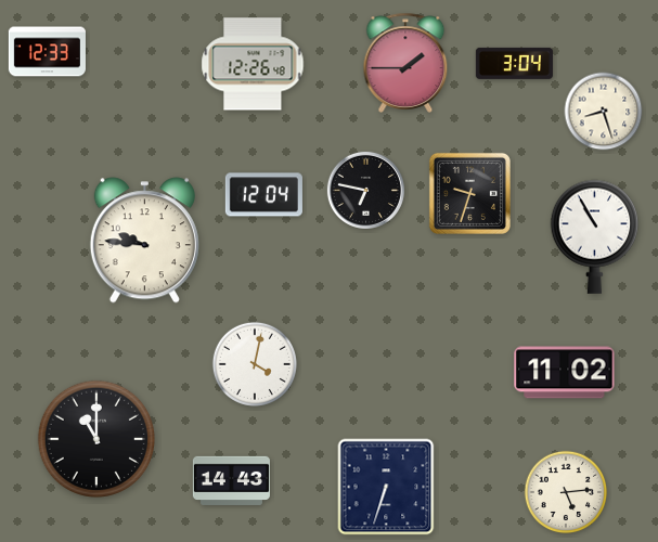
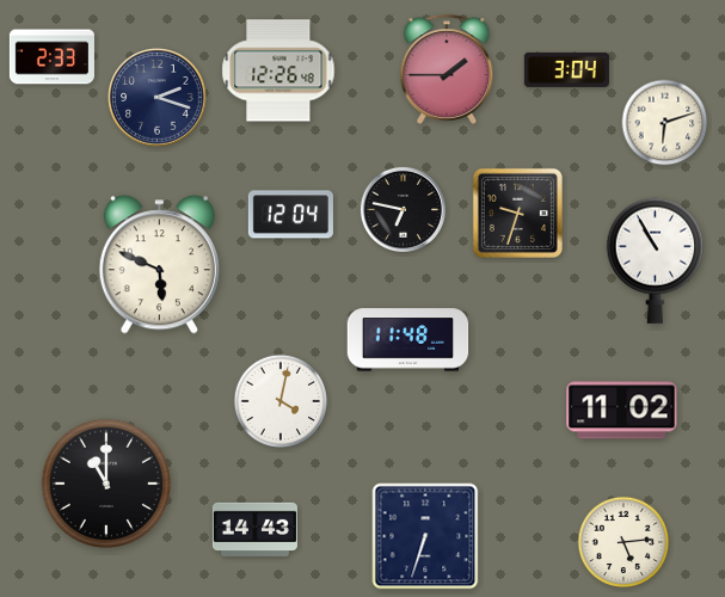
clock at (47, 52): 12:33 -> 2:33
clock at (158, 98): none -> 2:18
clock at (604, 112): 8:27 -> 6:12
clock at (144, 241): 9:46 -> 5:49
clock at (408, 340): none -> 11:48
